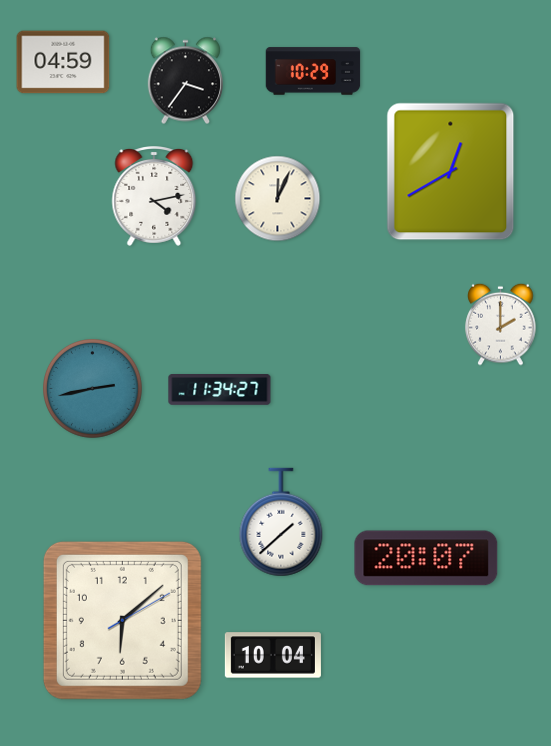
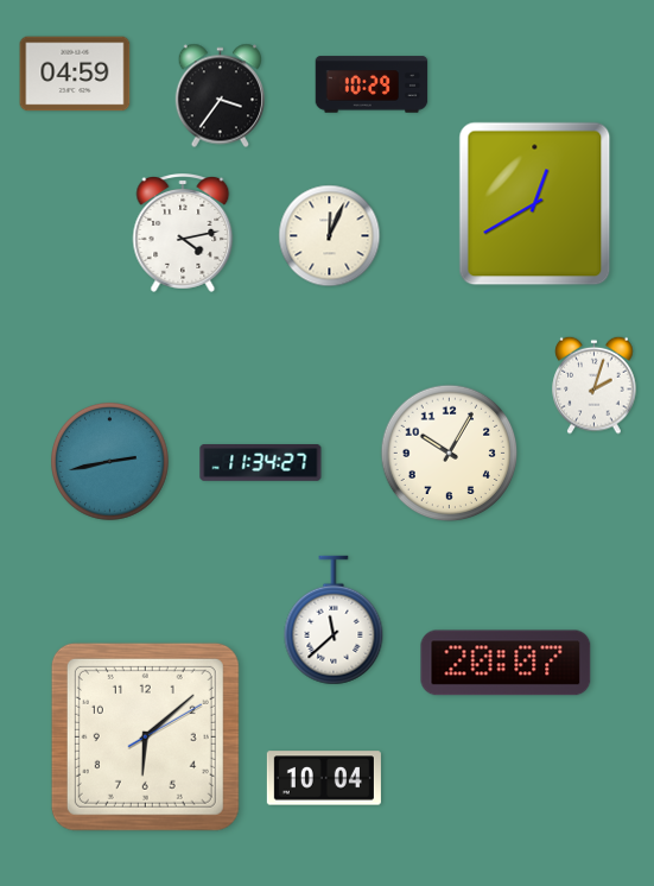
clock at (501, 324): 2:00 -> 2:03
clock at (450, 454): none -> 10:05
clock at (281, 522): 1:38 -> 11:38
